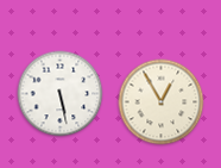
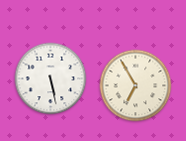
clock at (162, 102): 12:55 -> 6:55
